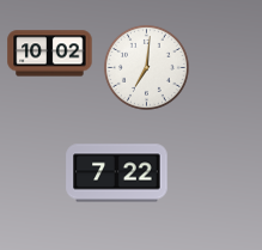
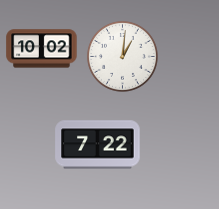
clock at (50, 54) position: (50, 54) -> (42, 49)
clock at (146, 67): 7:01 -> 1:01
